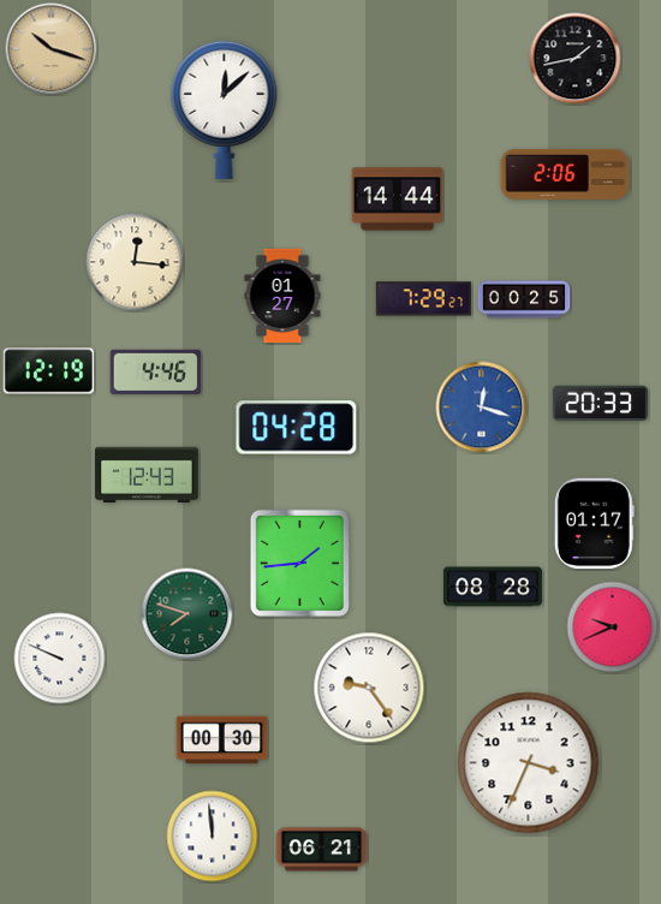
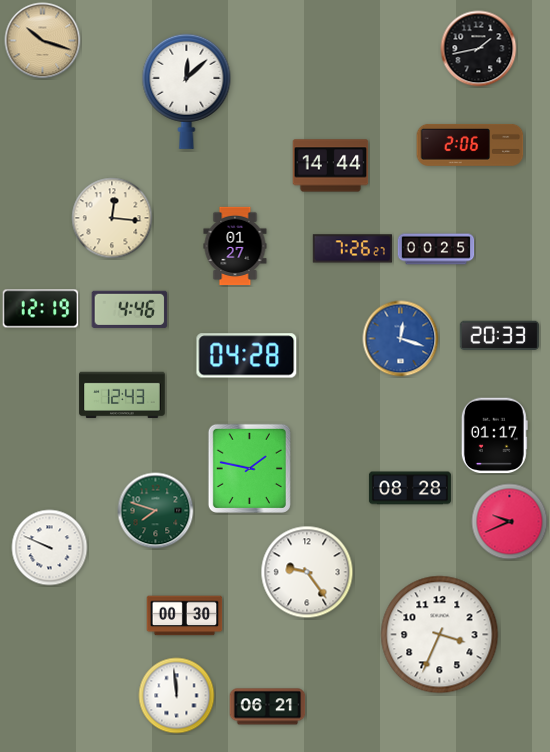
clock at (423, 299): 7:29 -> 7:26
clock at (299, 563): 1:44 -> 1:47
